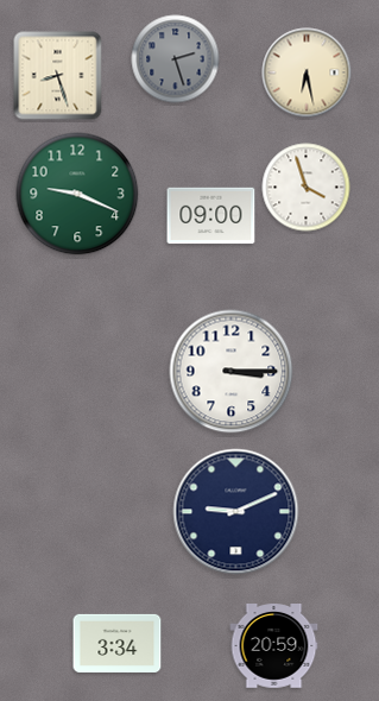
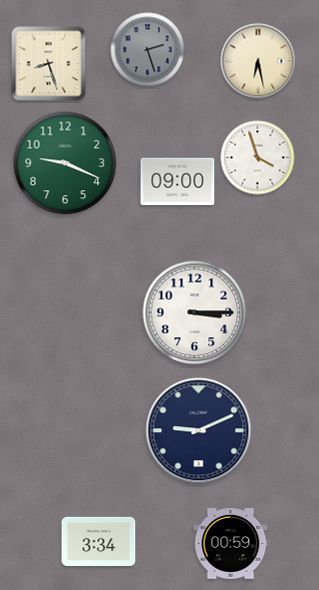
clock at (274, 646): 20:59 -> 00:59
